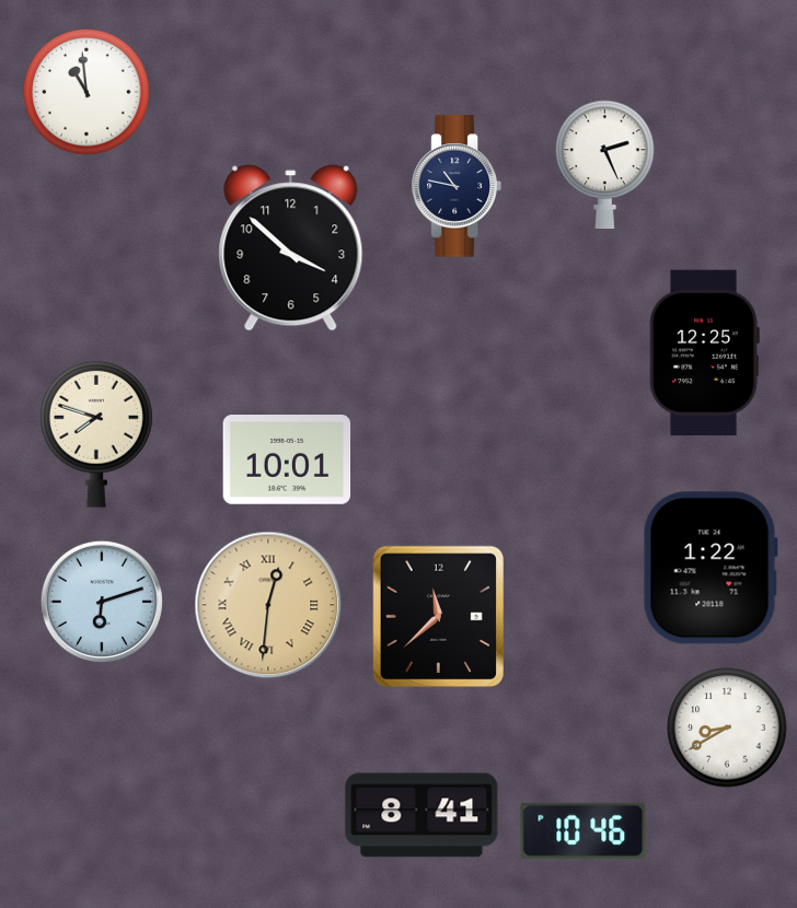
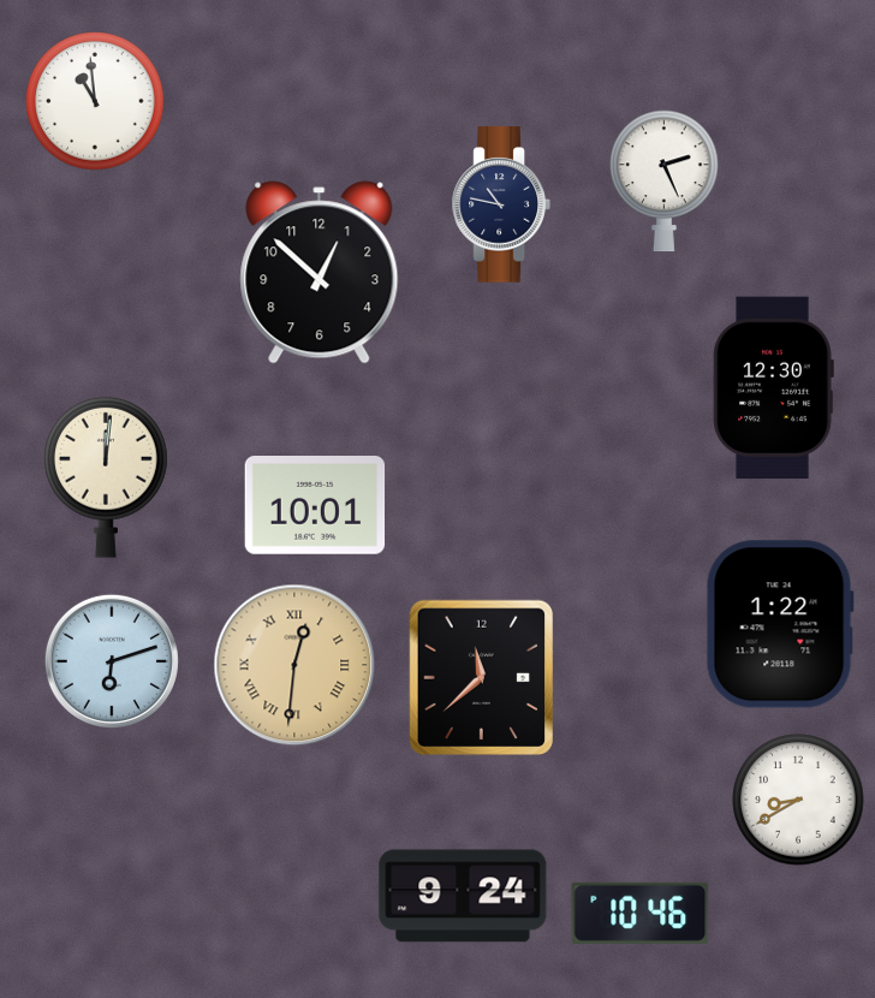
clock at (291, 248): 3:52 -> 12:52
clock at (704, 353): 12:25 -> 12:30
clock at (96, 434): 7:48 -> 12:01
clock at (421, 815): 8:41 -> 9:24
